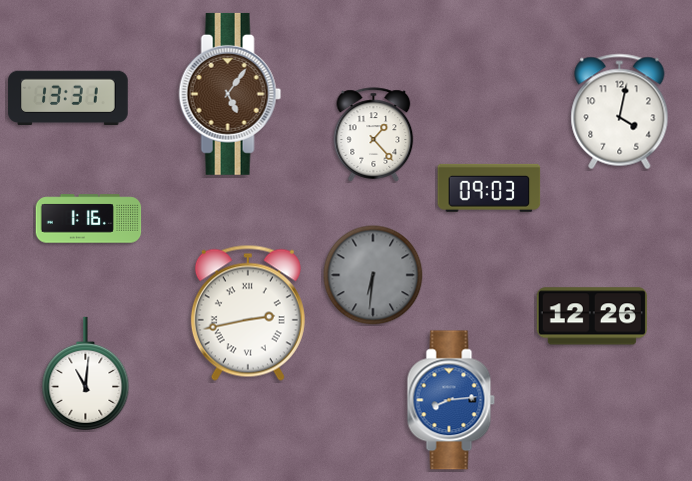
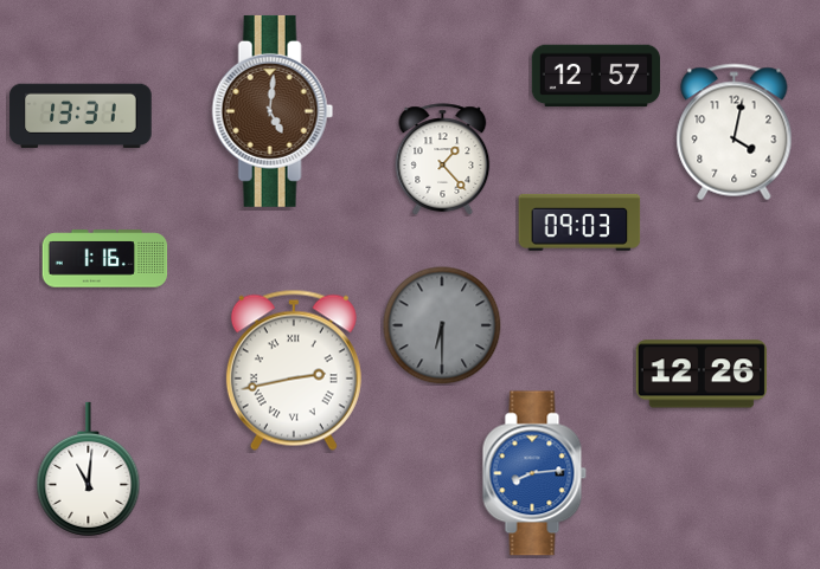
clock at (595, 76): none -> 12:57
clock at (230, 94): 5:06 -> 5:01
clock at (373, 275): 6:31 -> 6:30
clock at (86, 373) position: (86, 373) -> (89, 468)
